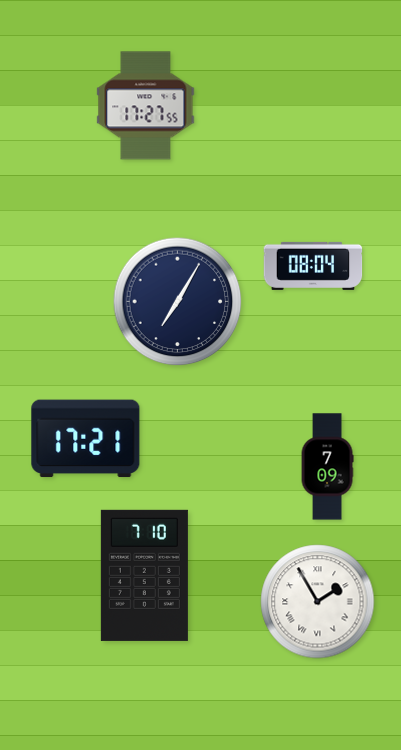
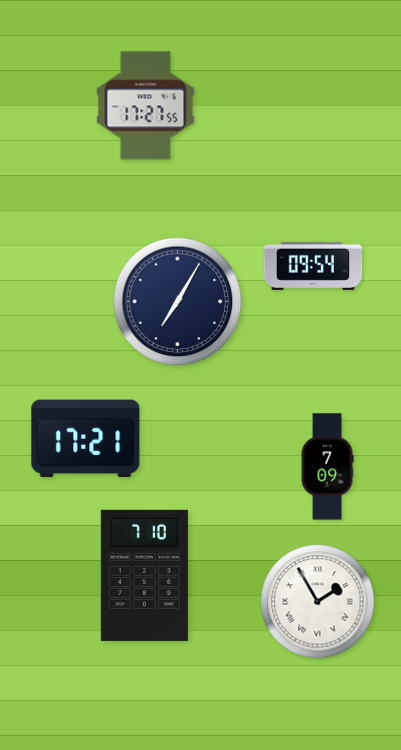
clock at (313, 266): 08:04 -> 09:54
